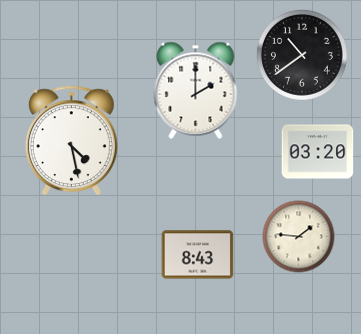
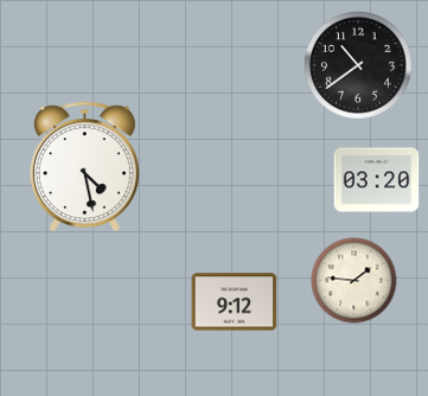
clock at (196, 90): 2:00 -> none
clock at (198, 255): 8:43 -> 9:12
